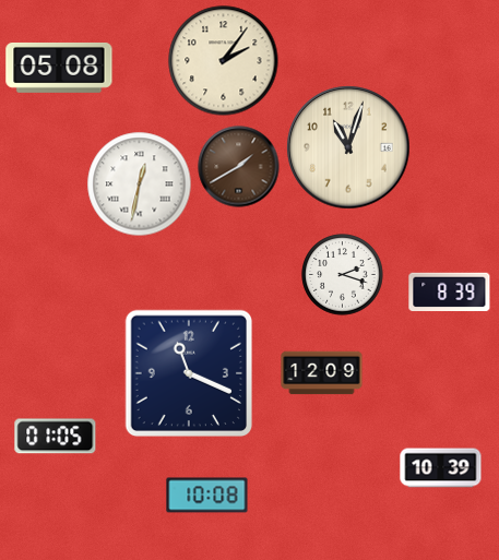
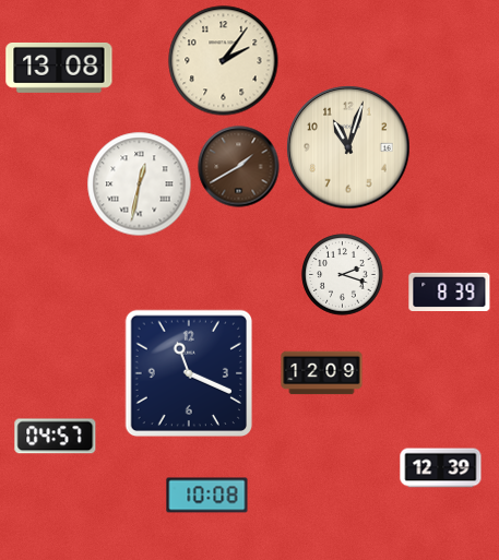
clock at (59, 68): 05:08 -> 13:08
clock at (56, 437): 01:05 -> 04:57
clock at (441, 468): 10:39 -> 12:39
